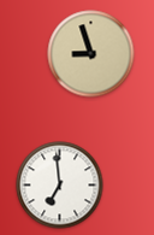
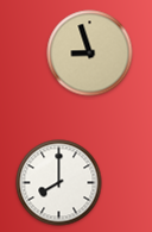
clock at (60, 186): 6:59 -> 8:00
